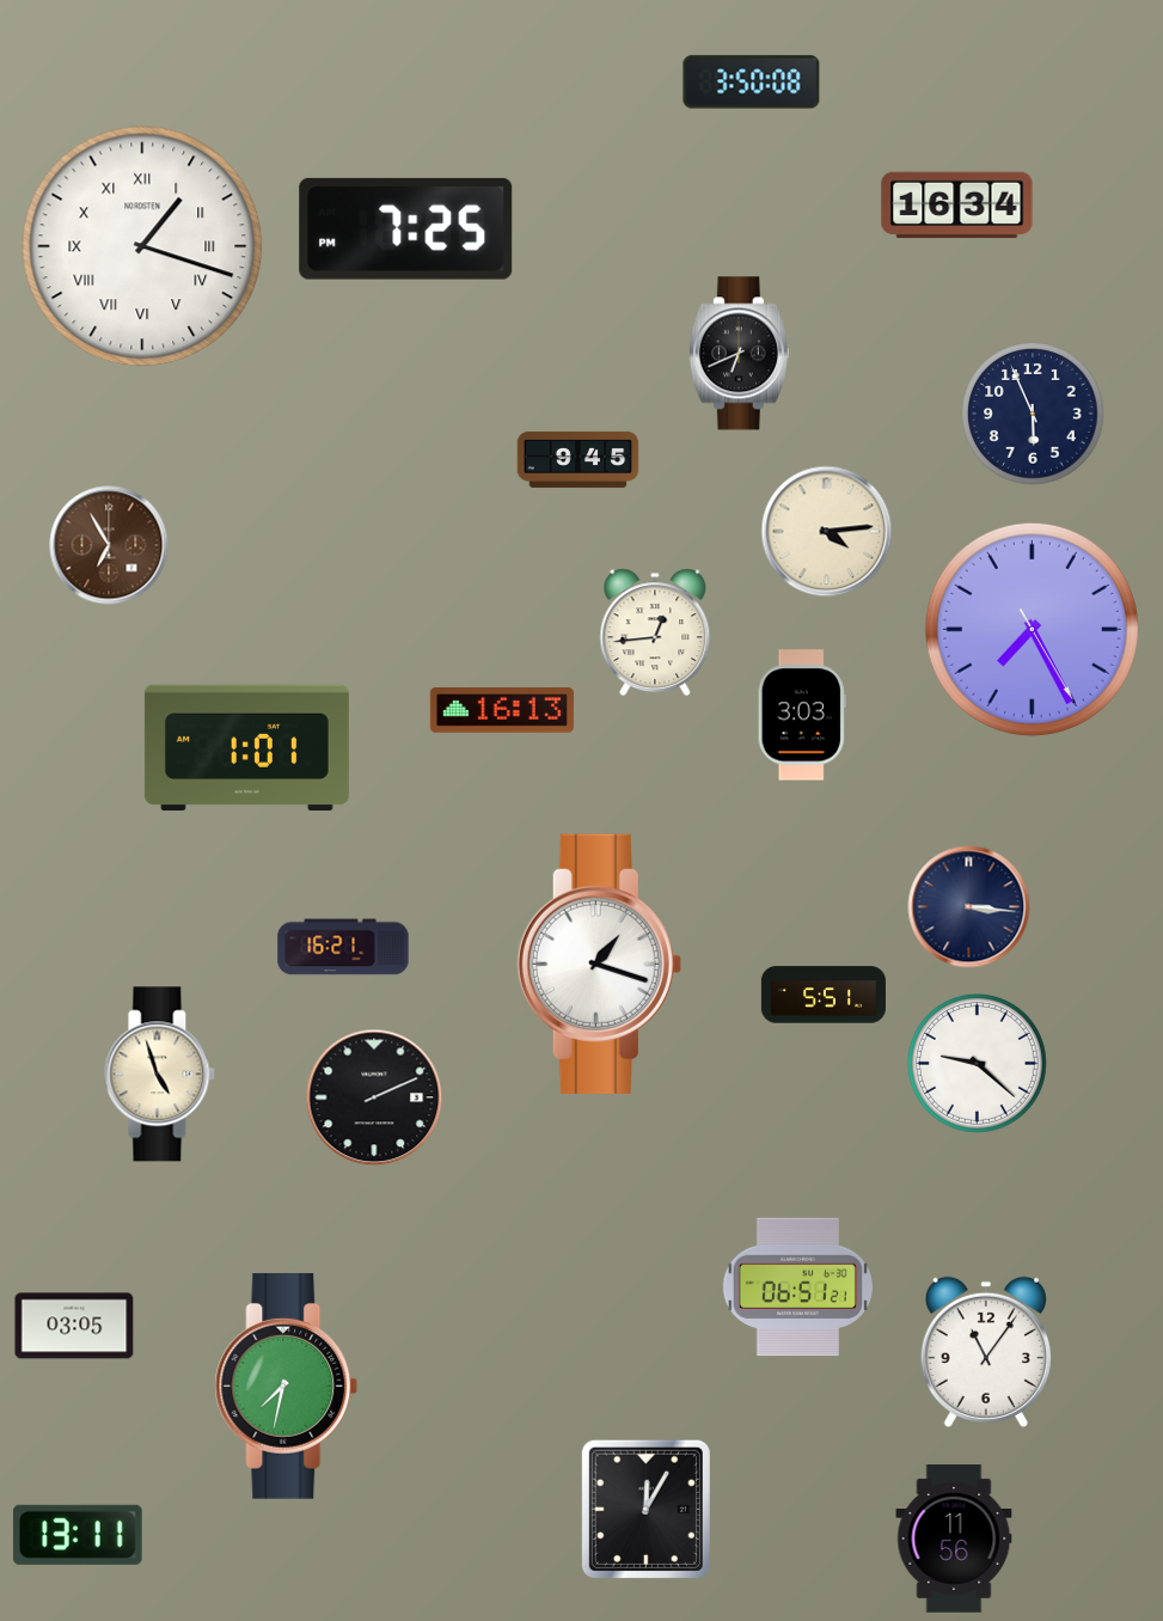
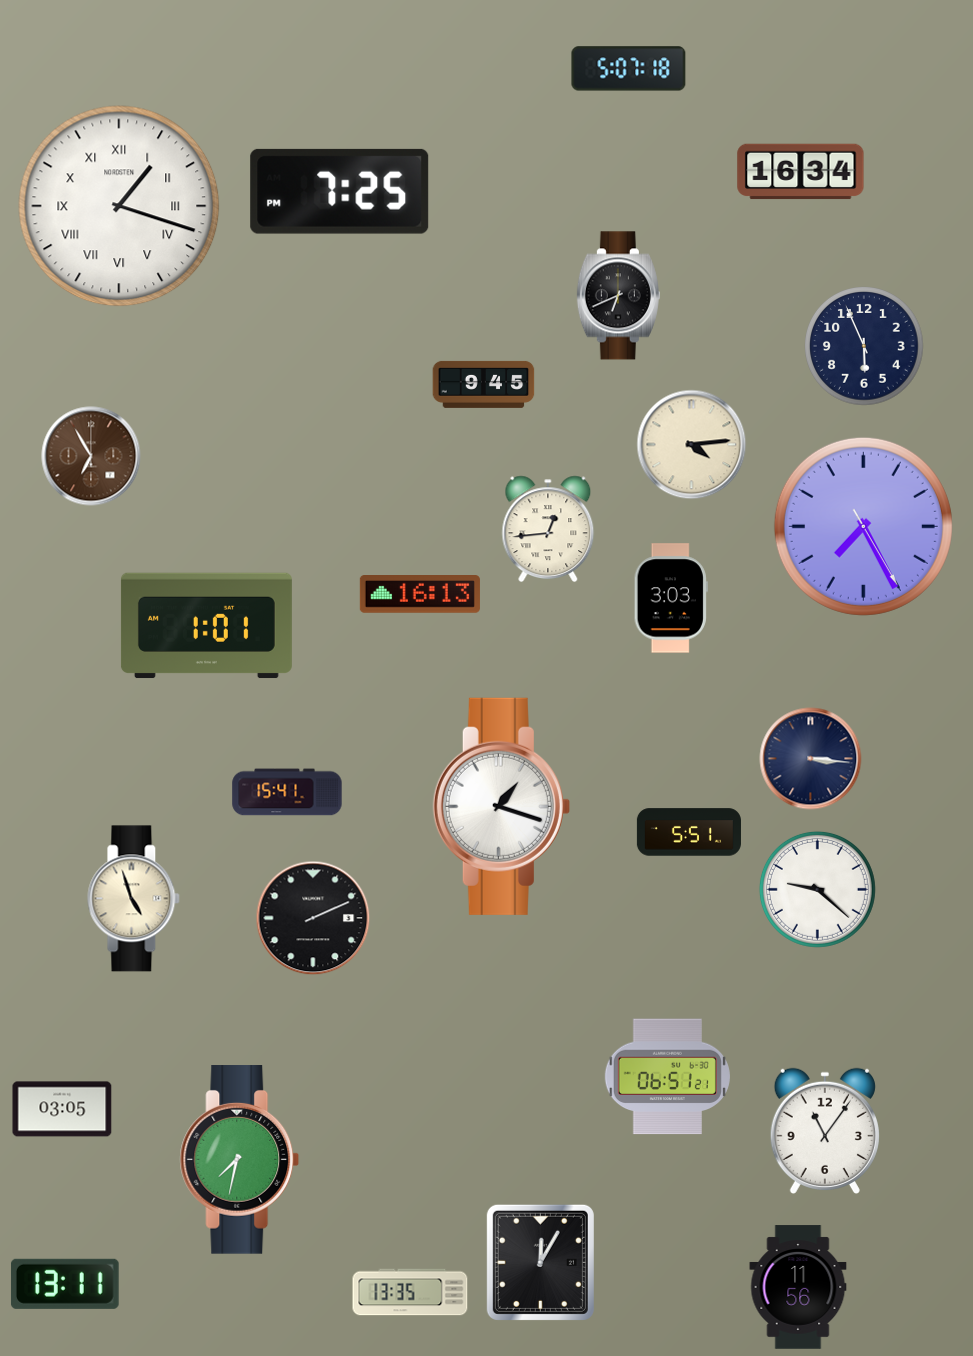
clock at (752, 82): 3:50 -> 5:07
clock at (343, 947): 16:21 -> 15:41
clock at (410, 1292): none -> 13:35
